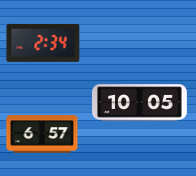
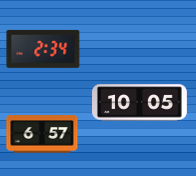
clock at (43, 43) position: (43, 43) -> (43, 49)
